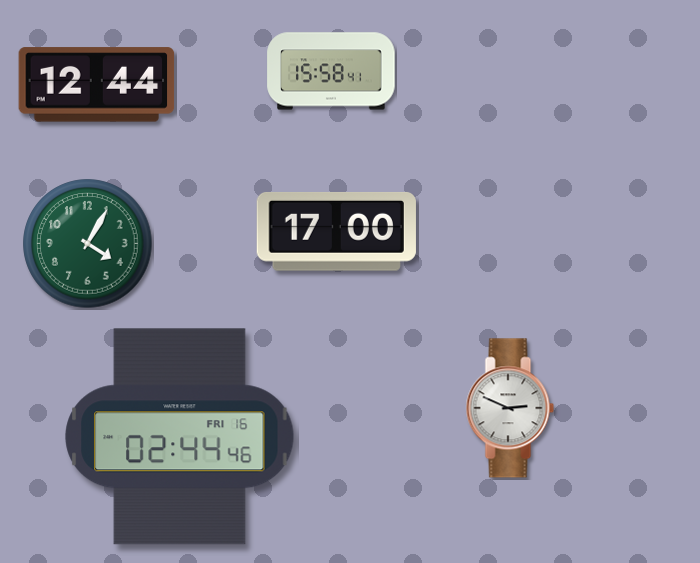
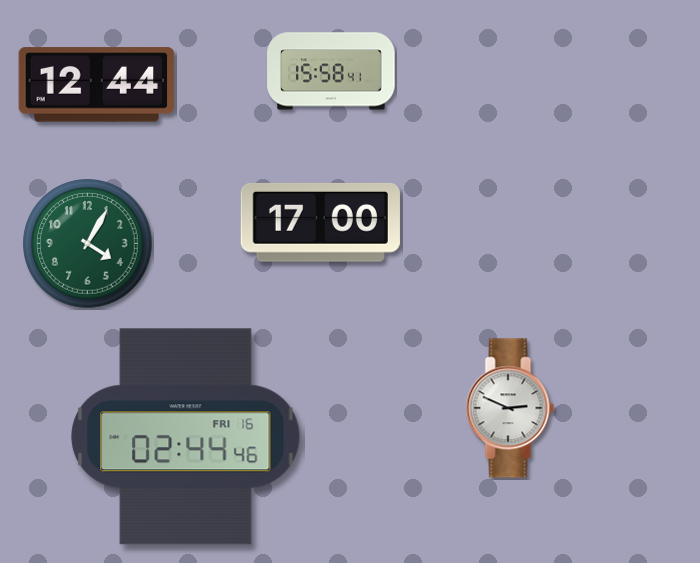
clock at (336, 231) position: (336, 231) -> (320, 222)
clock at (180, 437) position: (180, 437) -> (186, 437)
